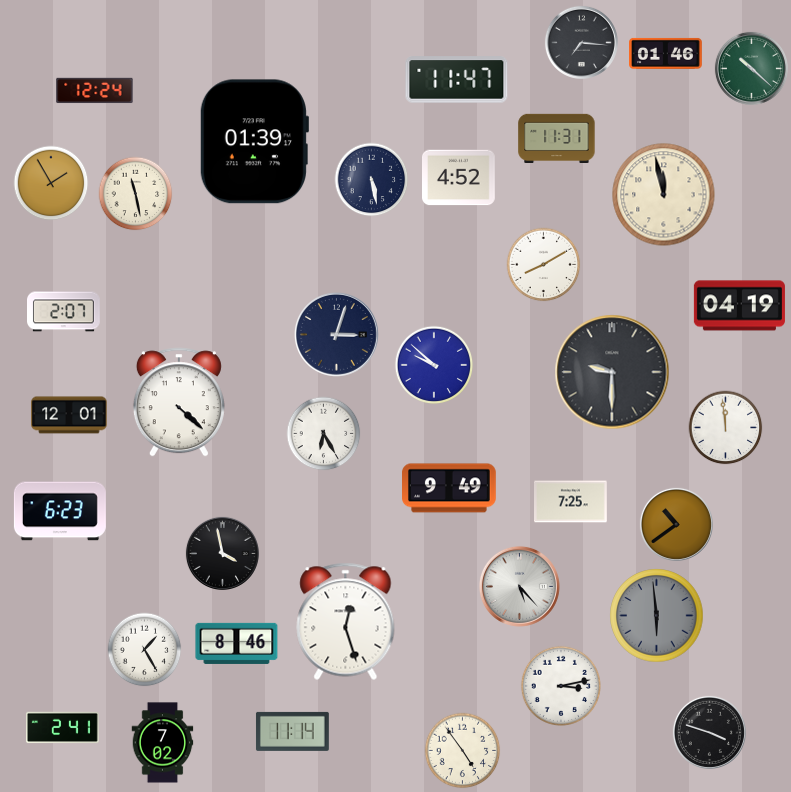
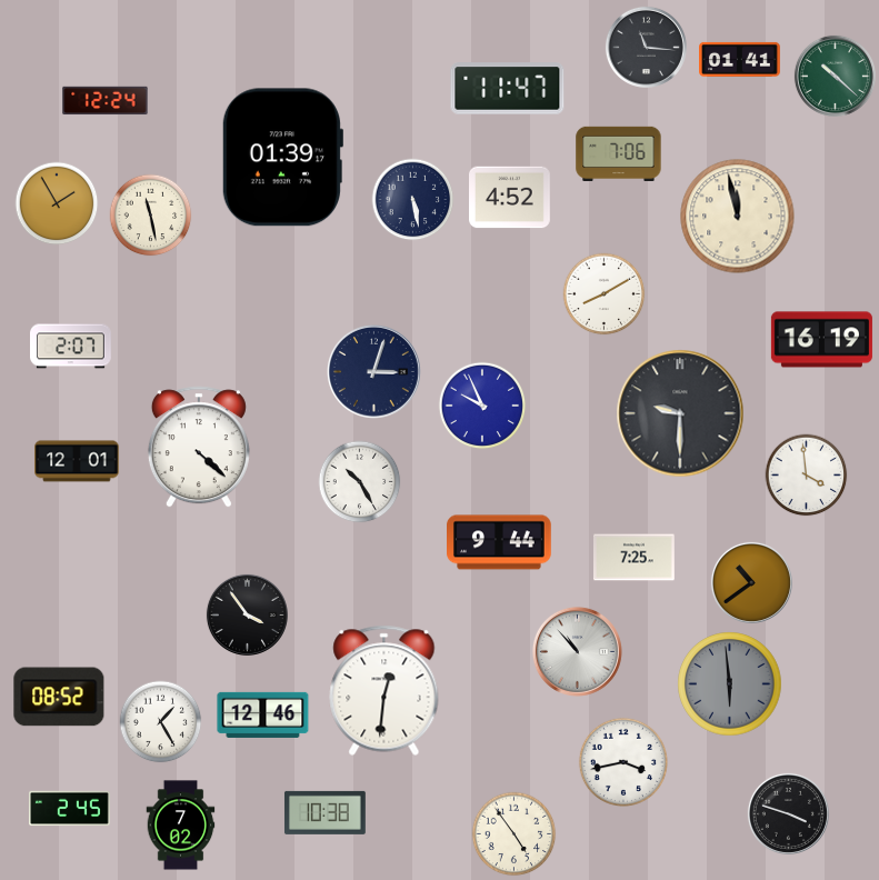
clock at (581, 42): 7:16 -> 11:16
clock at (666, 53): 01:46 -> 01:41
clock at (557, 138): 11:31 -> 7:06
clock at (739, 306): 04:19 -> 16:19
clock at (434, 365): 9:52 -> 9:56
clock at (726, 428): 11:59 -> 3:59
clock at (324, 434): 6:25 -> 10:25
clock at (450, 488): 9:49 -> 9:44
clock at (60, 511): 6:23 -> none
clock at (222, 553): 3:58 -> 3:54
clock at (519, 586): 5:23 -> 10:53
clock at (346, 621): 12:27 -> 12:31
clock at (59, 697): none -> 08:52
clock at (237, 643): 8:46 -> 12:46
clock at (560, 685): 3:13 -> 3:43
clock at (63, 728): 2:41 -> 2:45
clock at (292, 731): 11:14 -> 10:38
